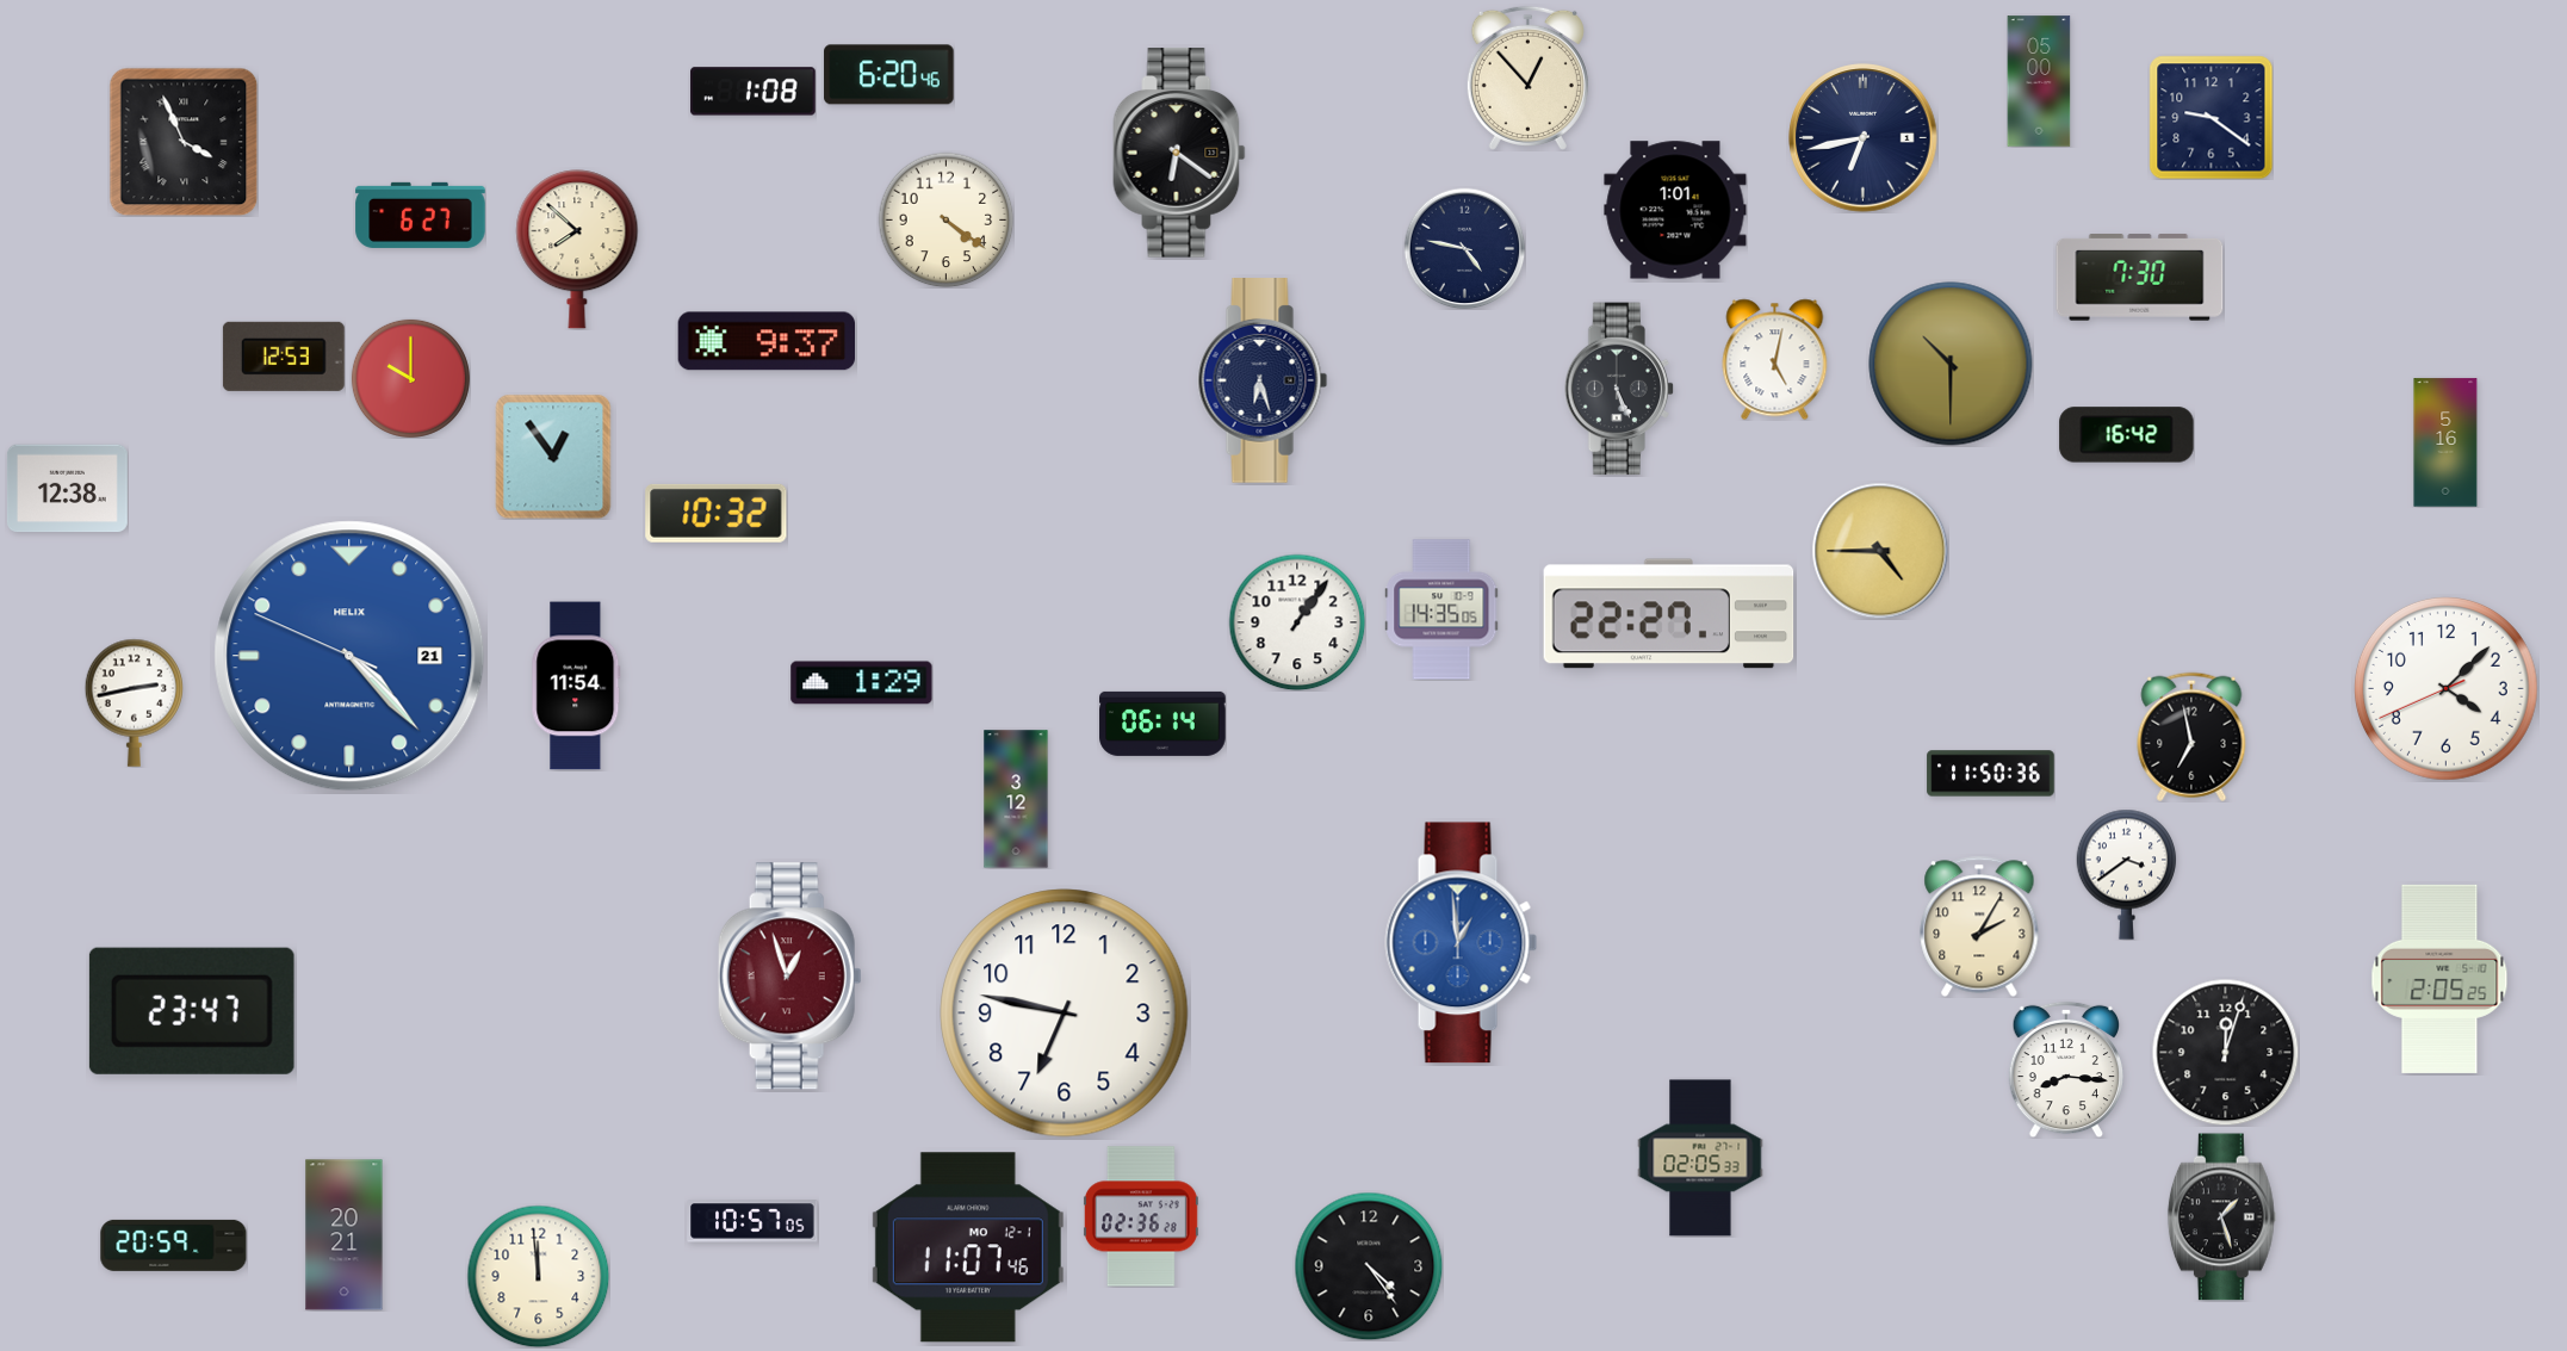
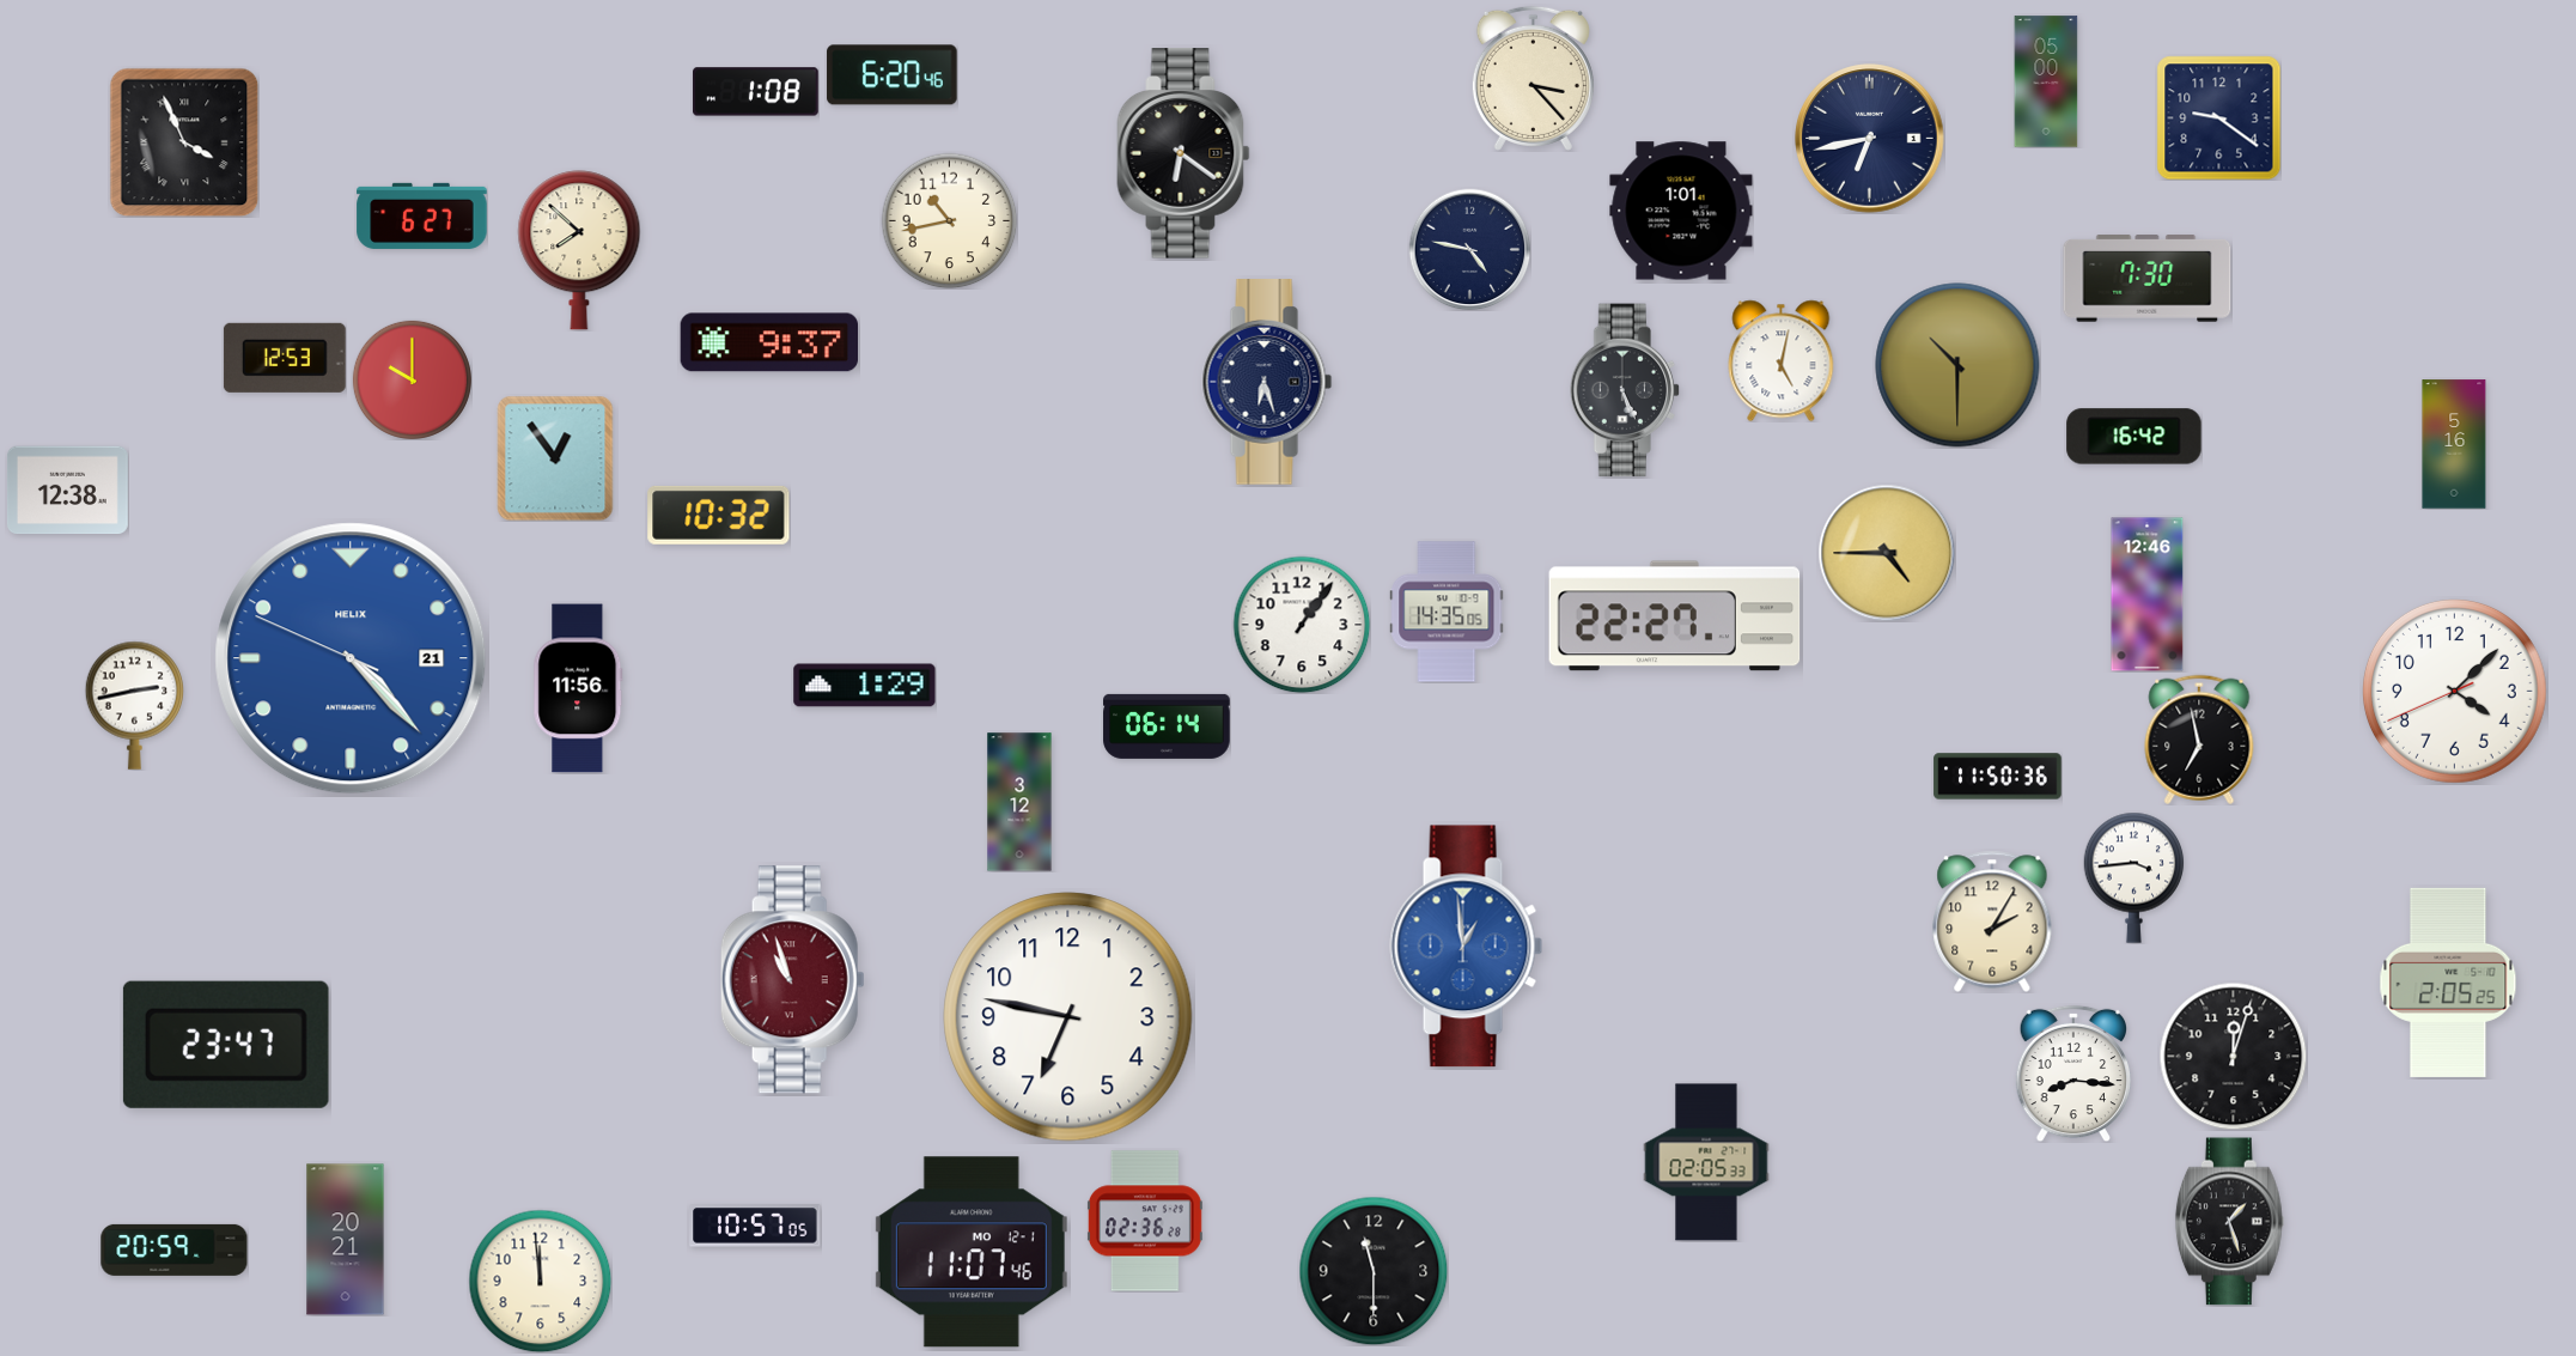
clock at (1527, 78): 12:53 -> 3:23
clock at (945, 219): 4:21 -> 10:43
clock at (2148, 595): none -> 12:46
clock at (576, 686): 11:54 -> 11:56
clock at (2127, 874): 3:39 -> 3:44
clock at (1979, 927) position: (1979, 927) -> (1992, 922)
clock at (789, 977): 12:57 -> 10:57
clock at (192, 1011) position: (192, 1011) -> (226, 1045)
clock at (1369, 1266): 4:24 -> 11:30
